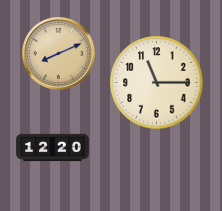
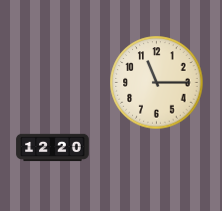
clock at (58, 53): 8:11 -> none
